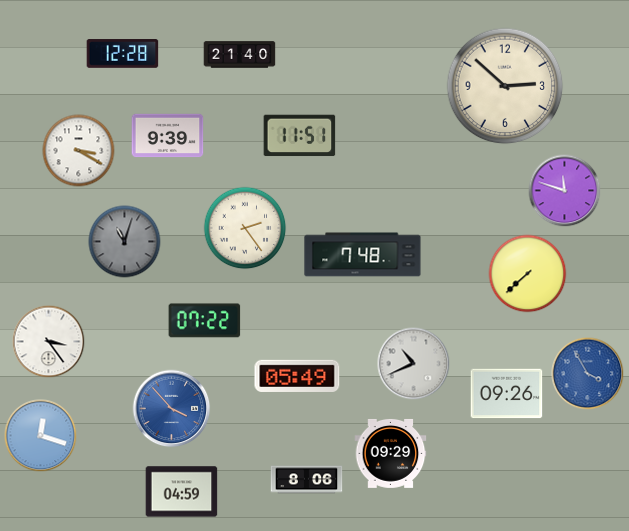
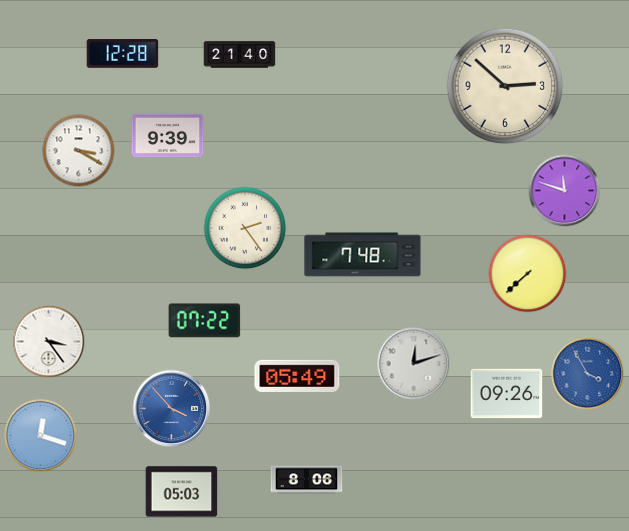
clock at (300, 136): 11:51 -> none
clock at (125, 242): 11:03 -> none
clock at (414, 364): 10:41 -> 12:12
clock at (391, 453): 09:29 -> none
clock at (182, 492): 04:59 -> 05:03
